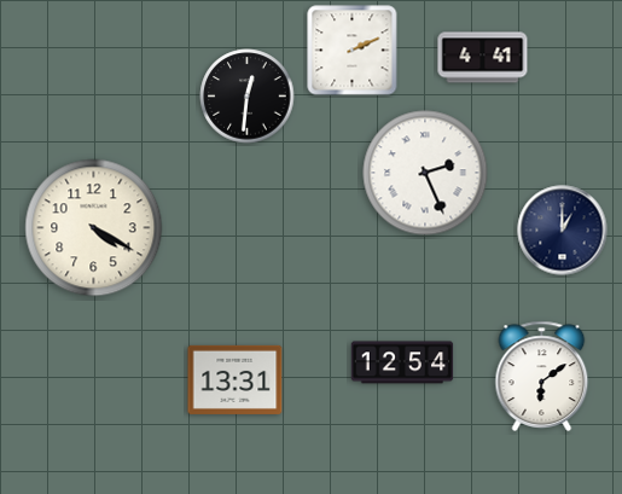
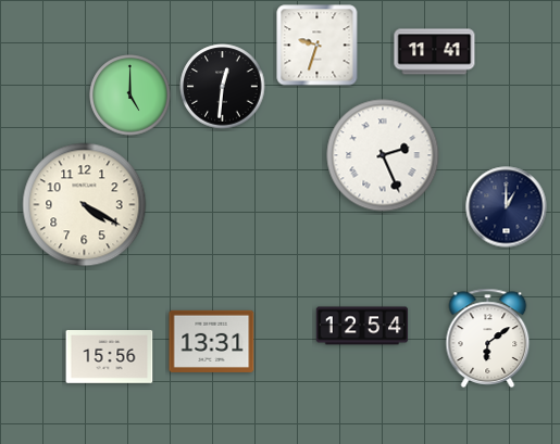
clock at (353, 51): 2:11 -> 9:33
clock at (483, 58): 4:41 -> 11:41
clock at (130, 96): none -> 5:00
clock at (110, 357): none -> 15:56
